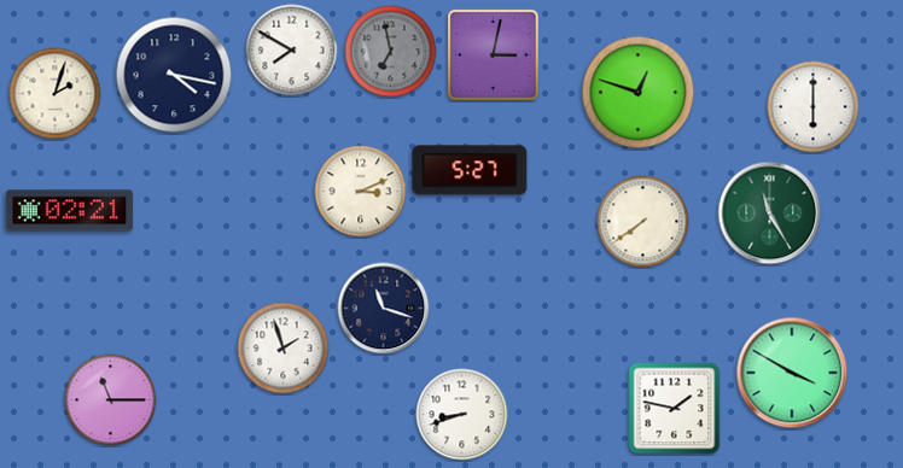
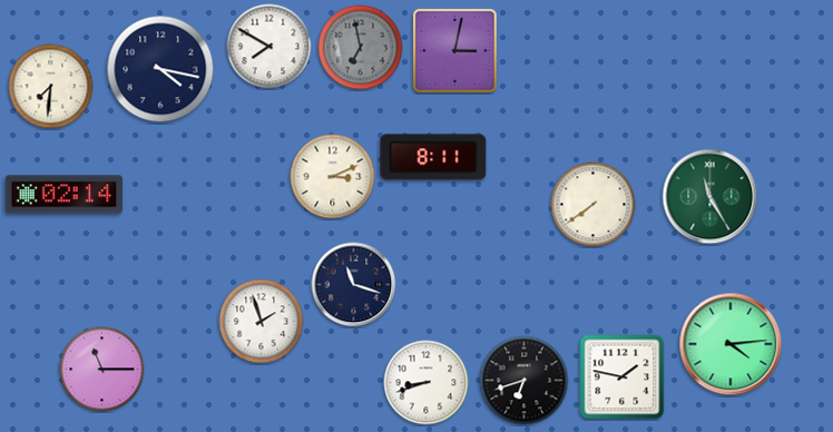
clock at (639, 93): 12:48 -> none
clock at (56, 94): 2:03 -> 7:31
clock at (814, 107): 6:00 -> none
clock at (470, 170): 5:27 -> 8:11
clock at (70, 211): 02:21 -> 02:14
clock at (792, 373): 3:50 -> 4:14
clock at (525, 381): none -> 6:42
